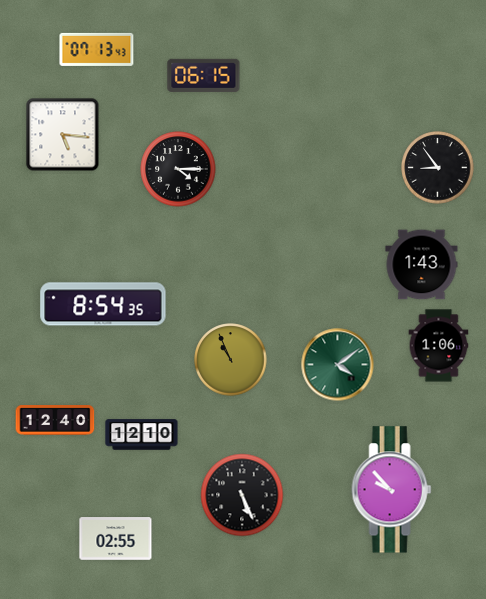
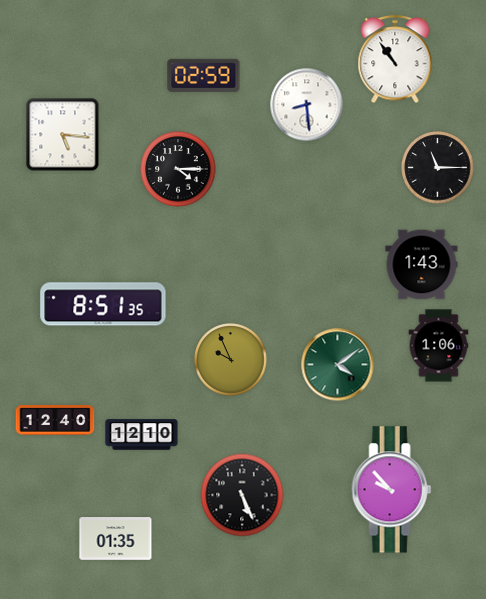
clock at (97, 49): 07:13 -> none
clock at (395, 60): none -> 10:54
clock at (204, 75): 06:15 -> 02:59
clock at (307, 105): none -> 8:29
clock at (438, 168): 8:54 -> 11:15
clock at (103, 304): 8:54 -> 8:51
clock at (231, 360): 10:56 -> 9:56
clock at (116, 539): 02:55 -> 01:35
